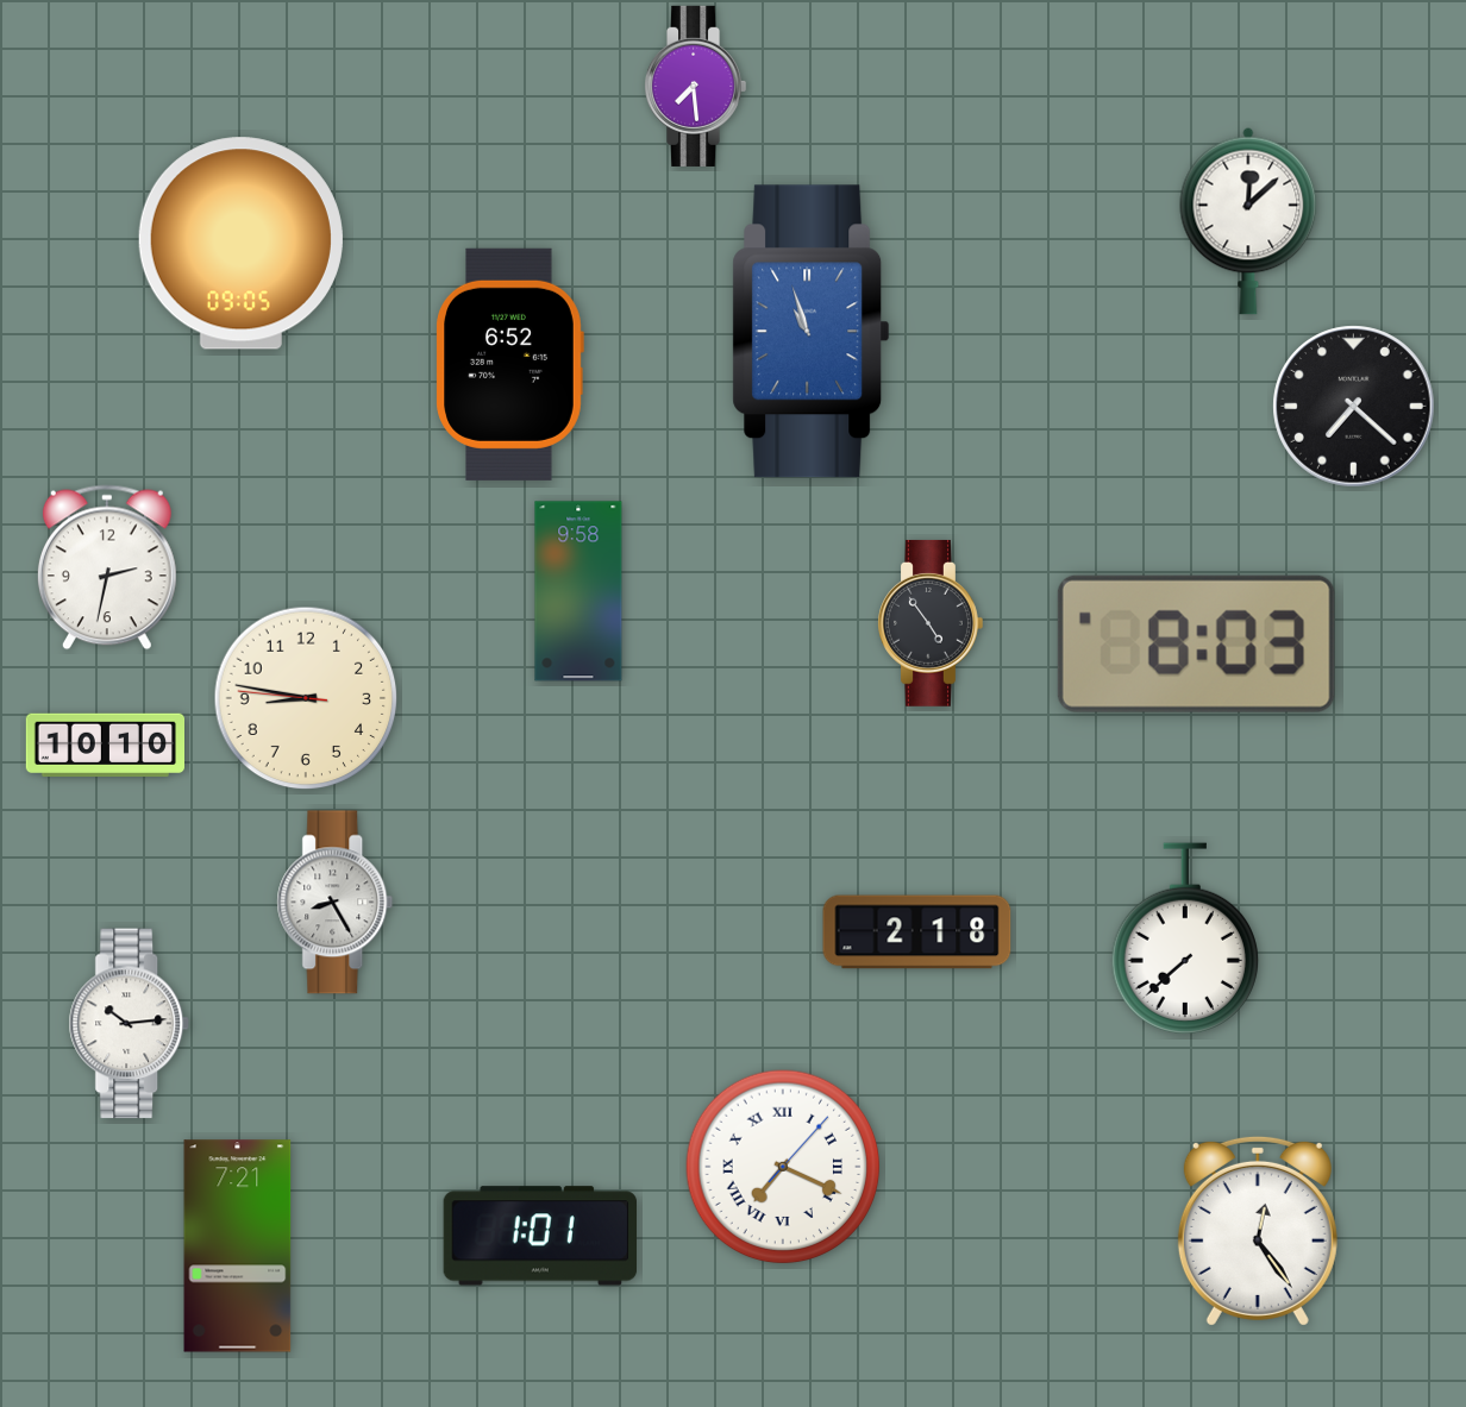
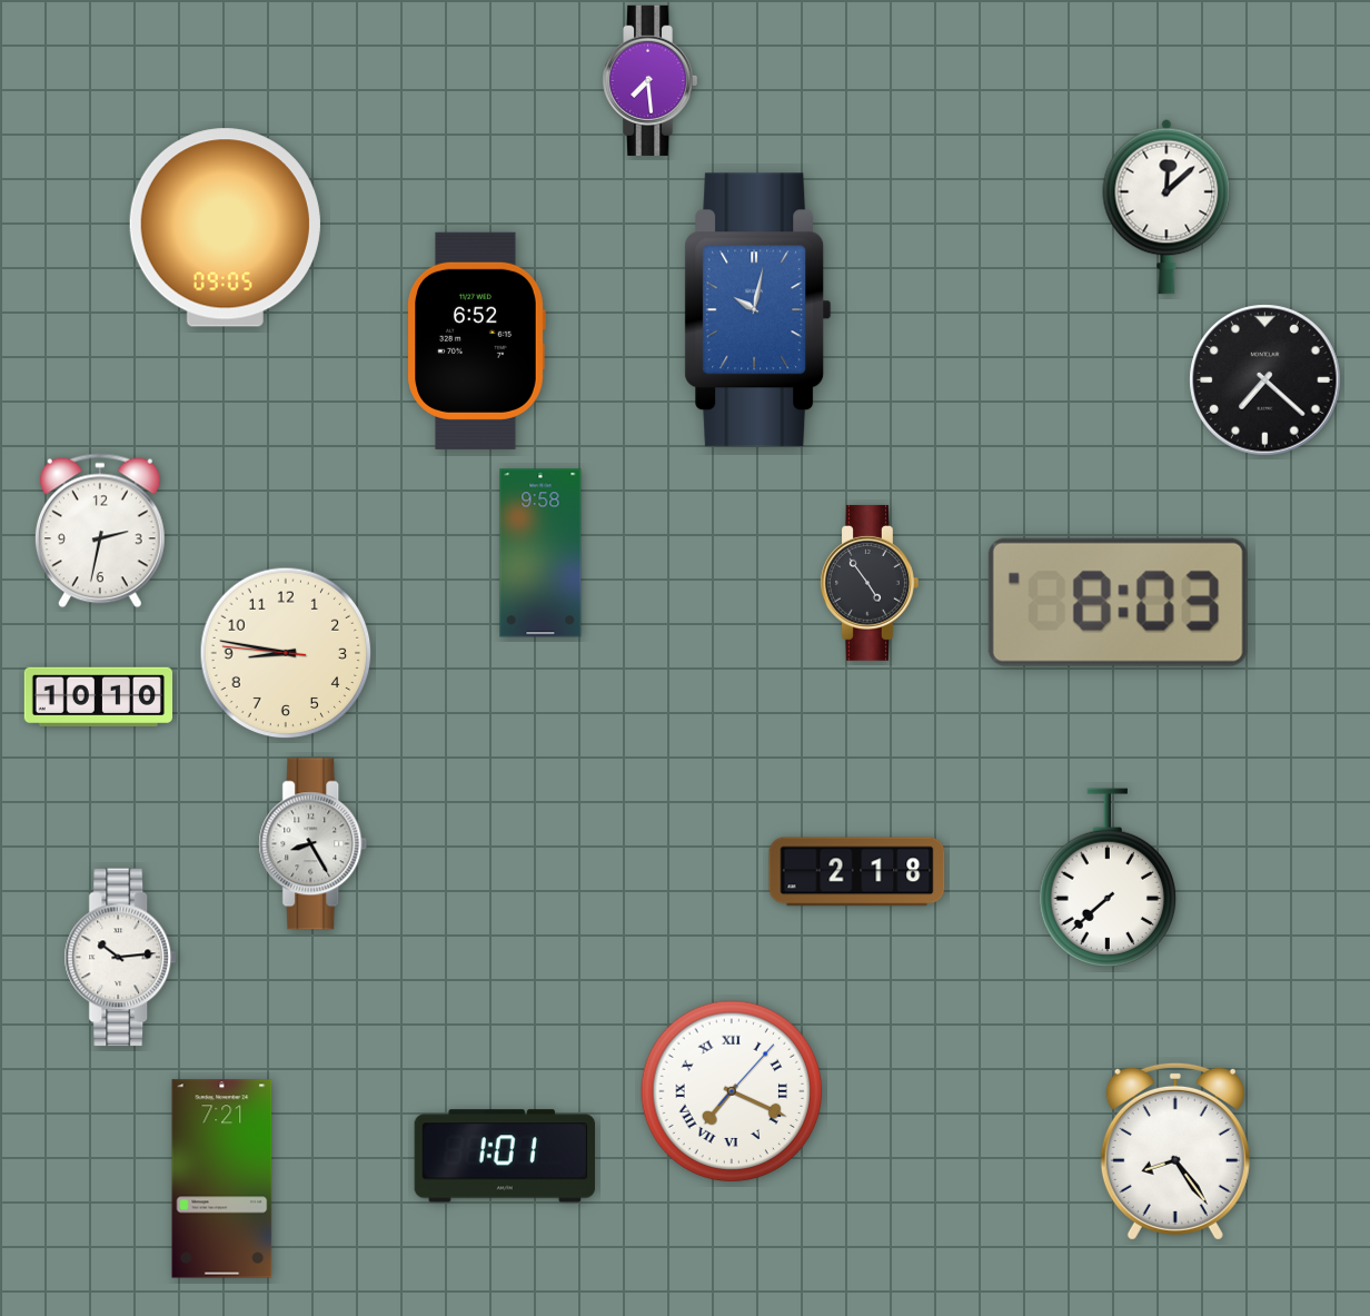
clock at (812, 332): 10:57 -> 10:02
clock at (1258, 1231): 12:24 -> 8:24
clock at (238, 1246) position: (238, 1246) -> (222, 1179)
